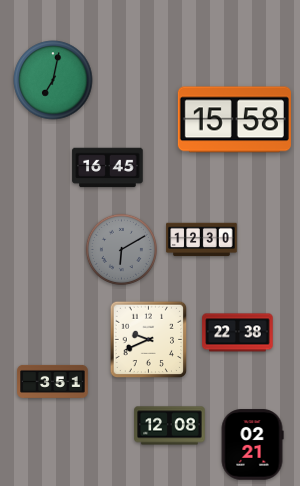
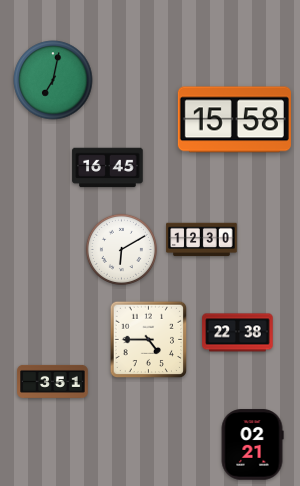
clock at (121, 249) dial: grey -> white
clock at (149, 340): 9:41 -> 4:45
clock at (170, 426): 12:08 -> none
